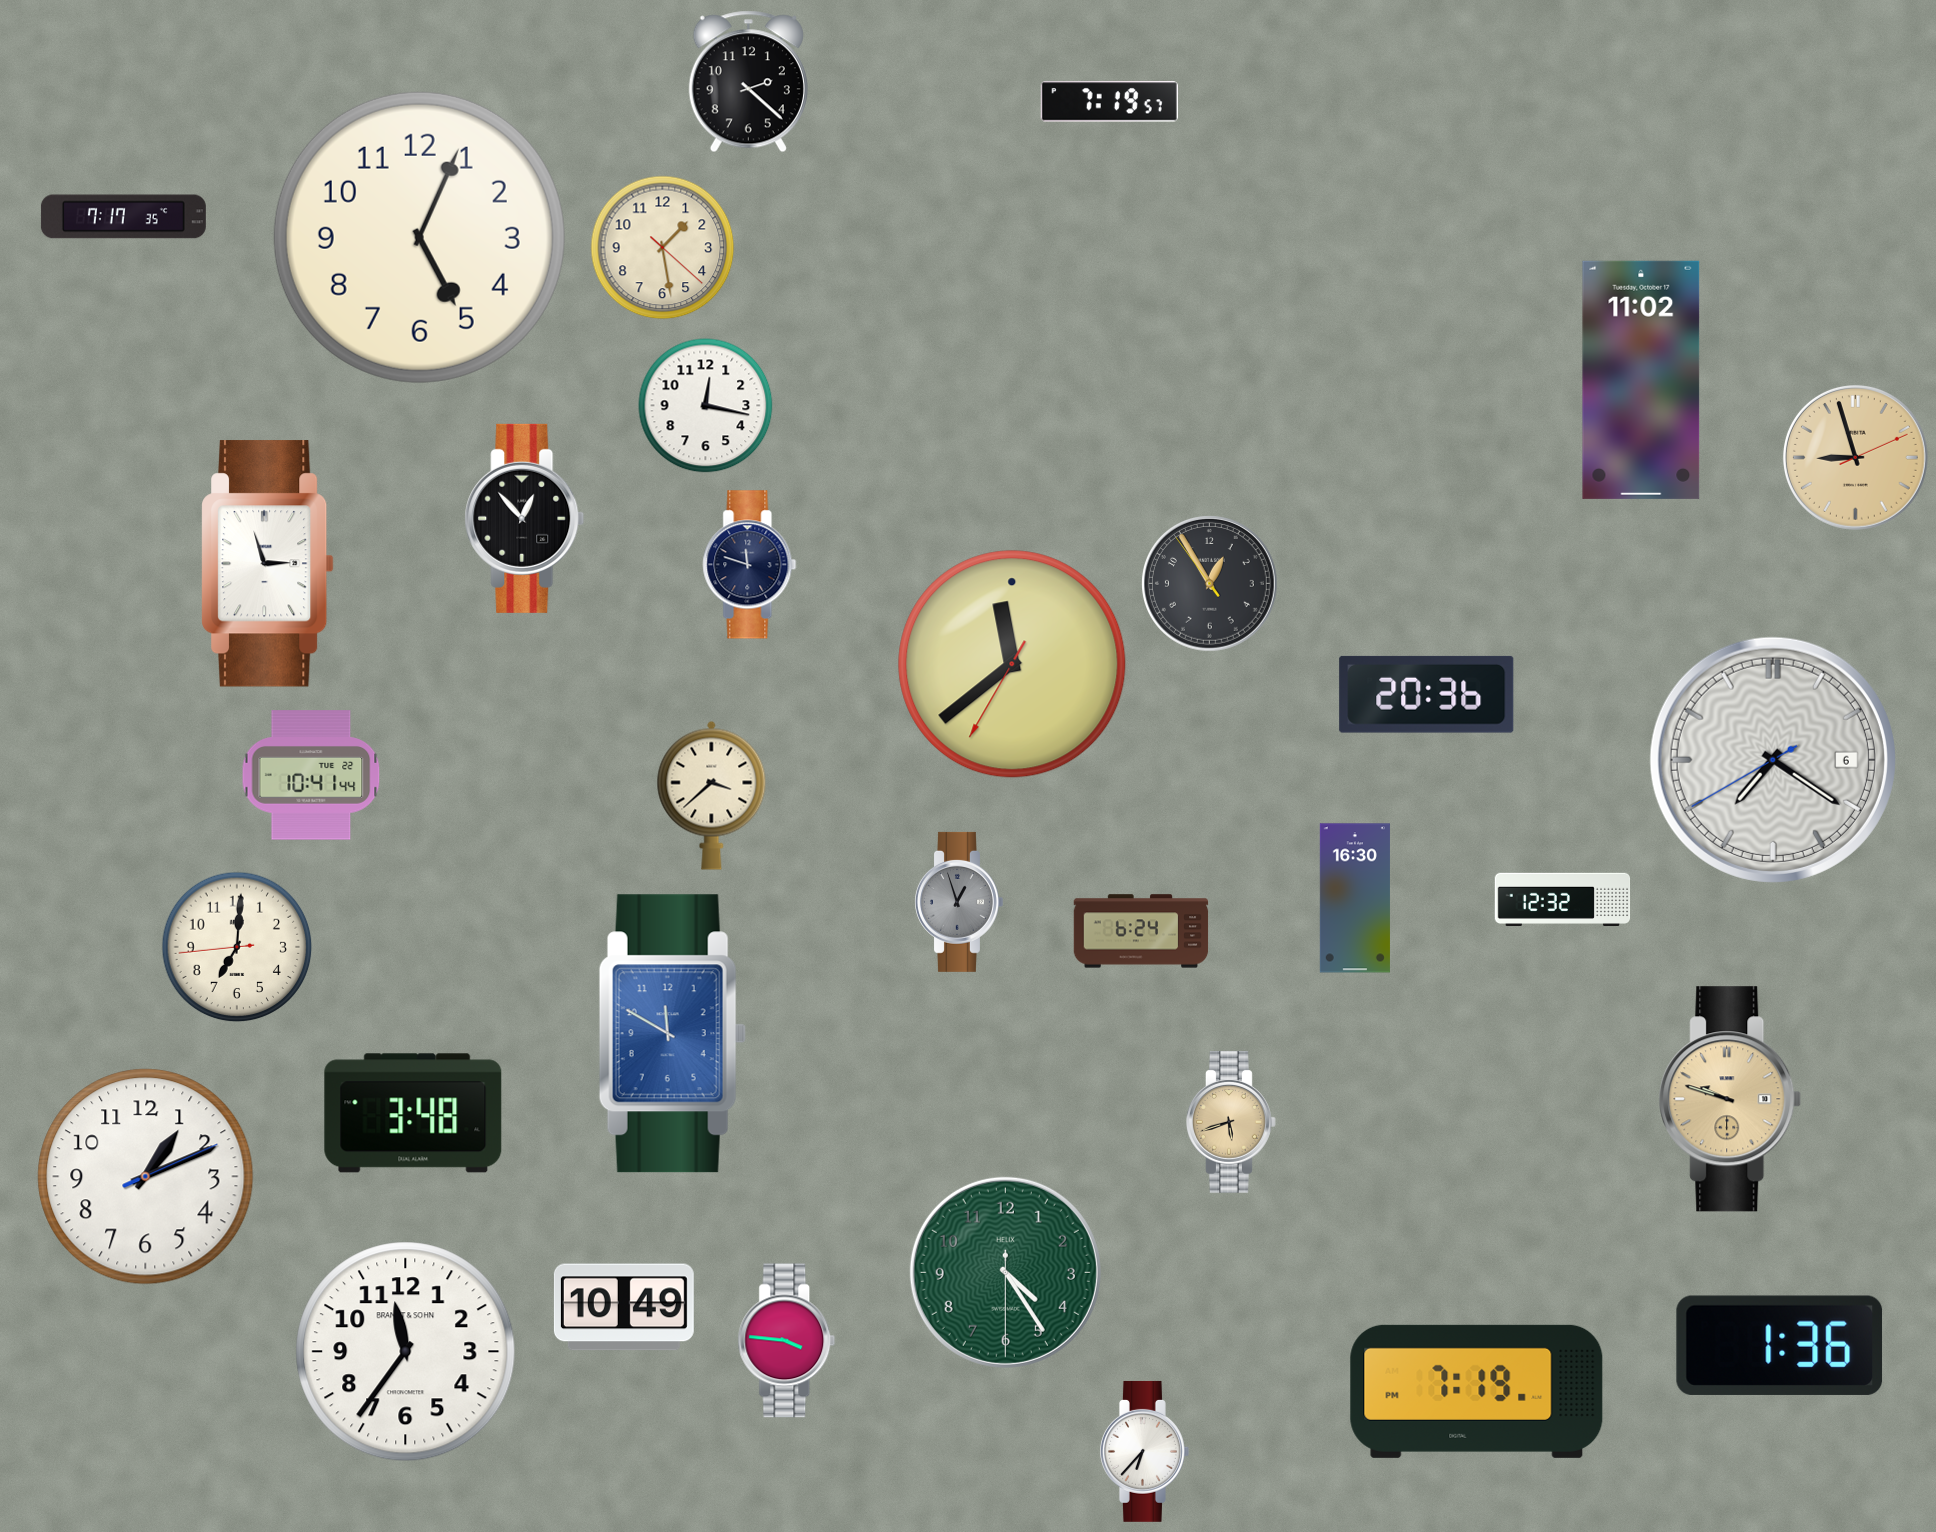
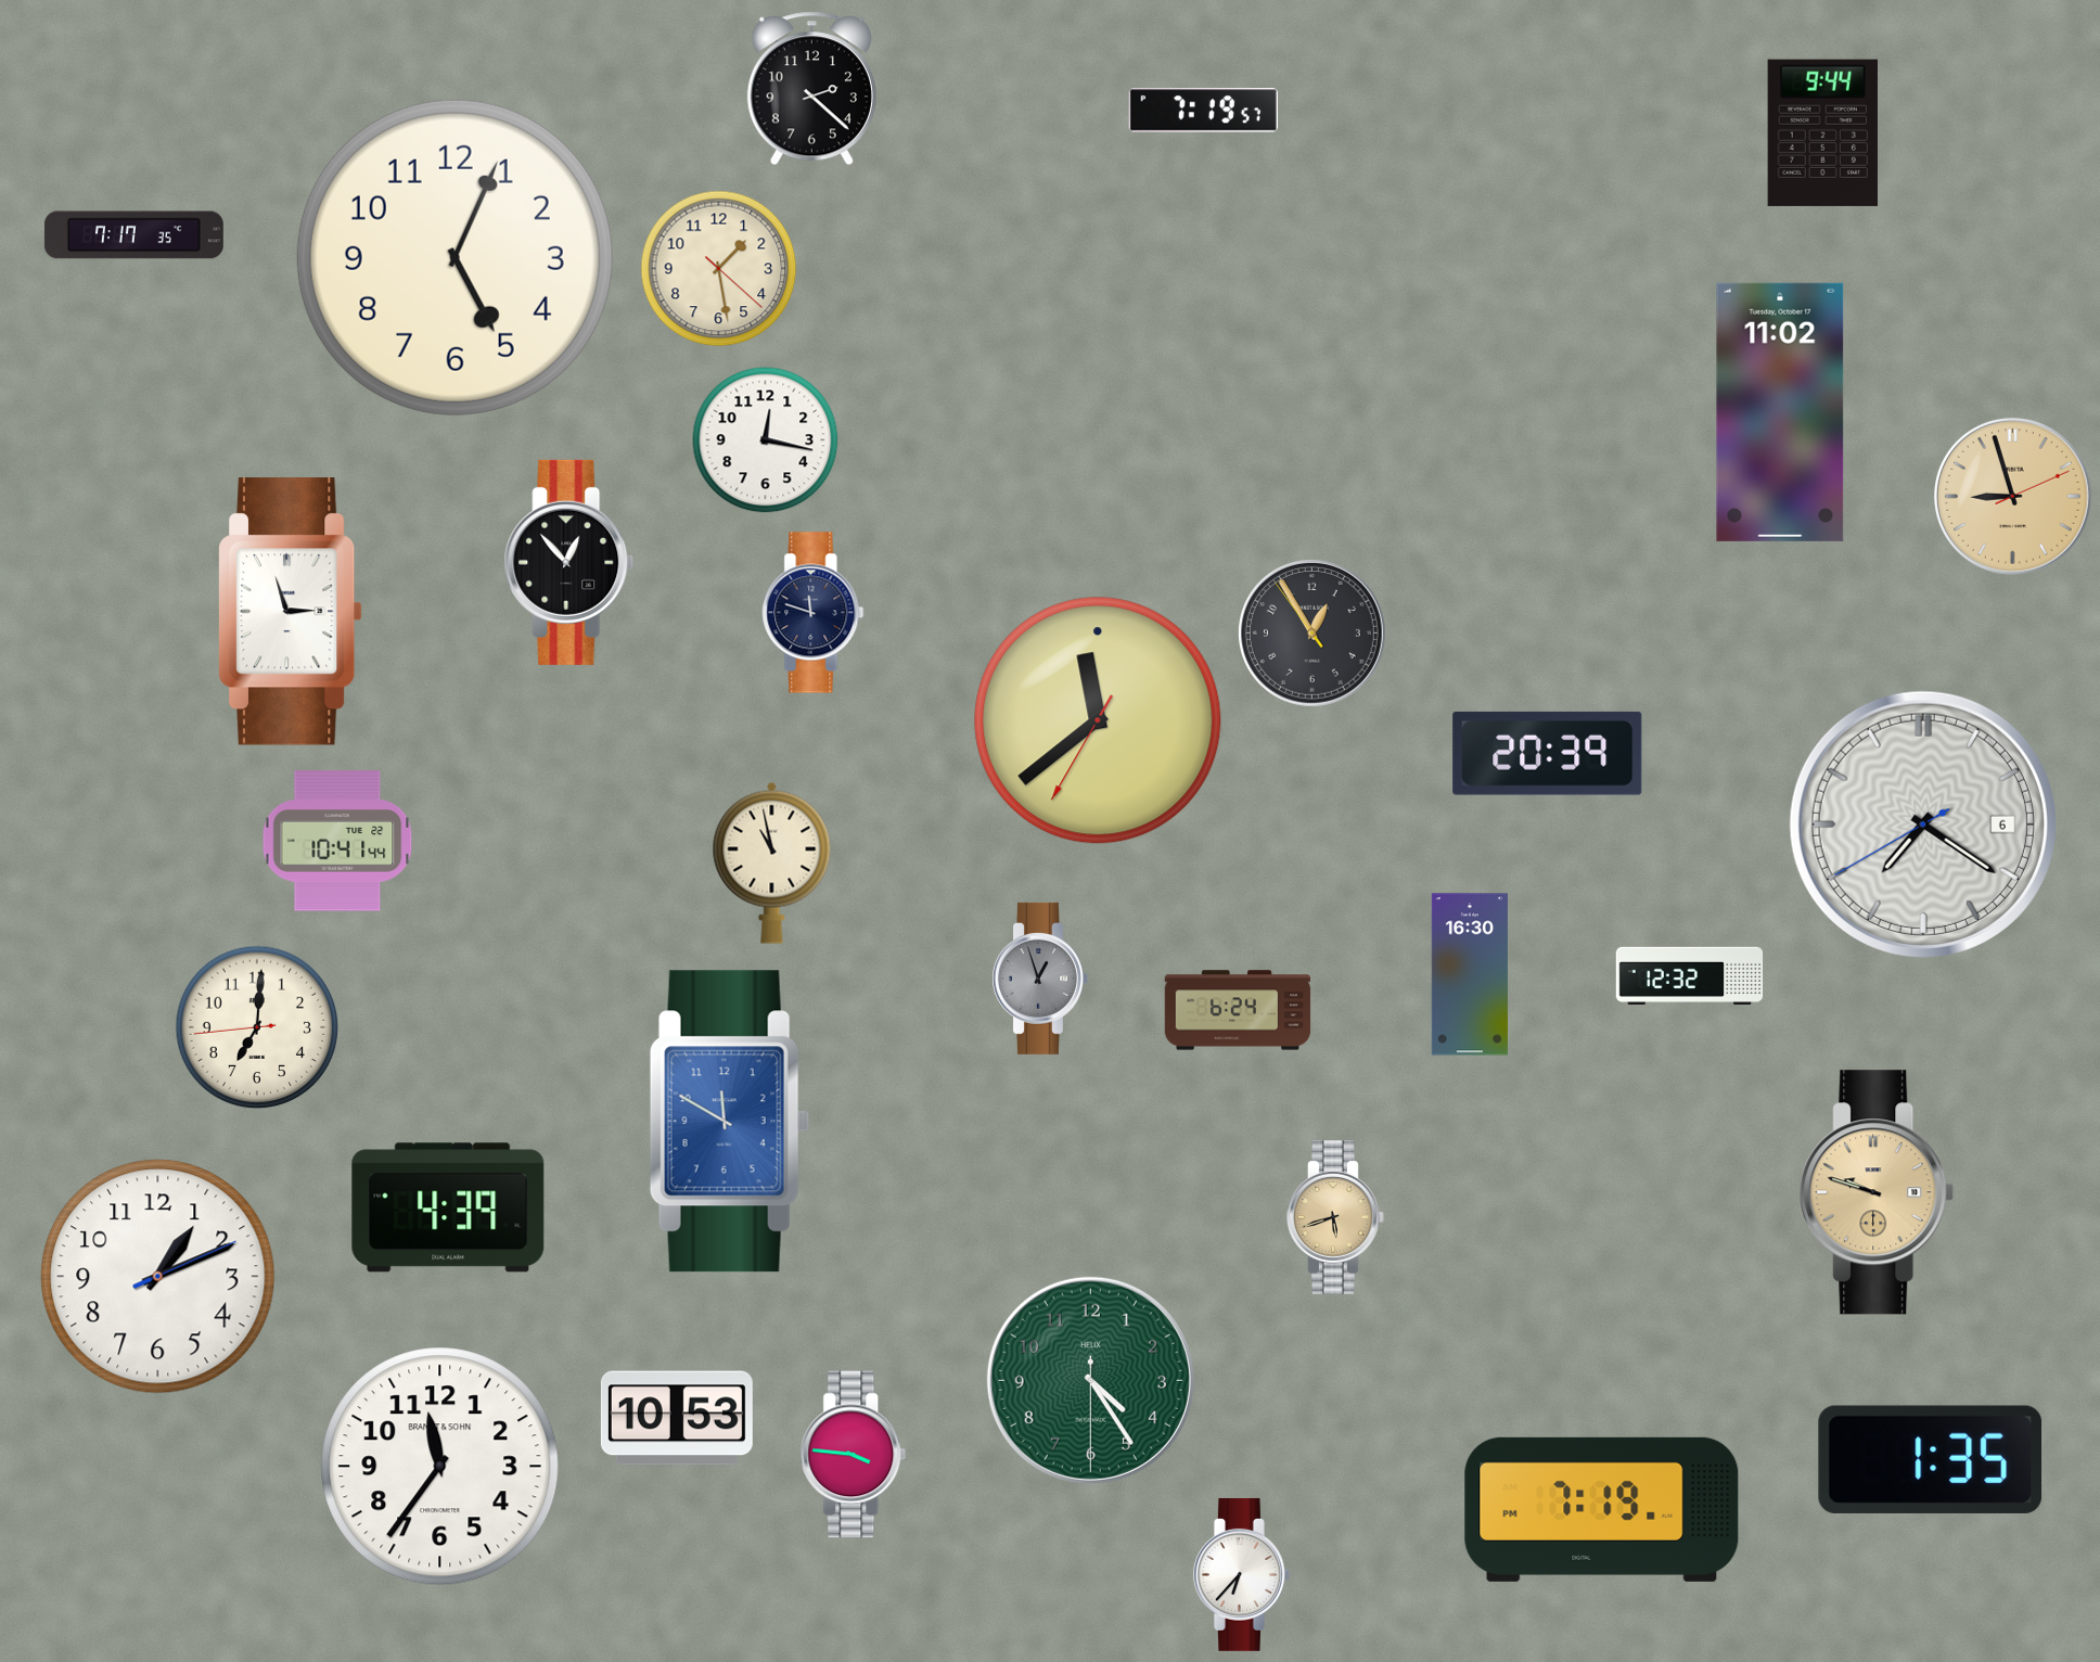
clock at (1822, 132): none -> 9:44
clock at (1427, 694): 20:36 -> 20:39
clock at (712, 795): 3:38 -> 10:58
clock at (1563, 900) position: (1563, 900) -> (1690, 976)
clock at (413, 1113): 3:48 -> 4:39
clock at (624, 1307): 10:49 -> 10:53
clock at (1780, 1345): 1:36 -> 1:35
